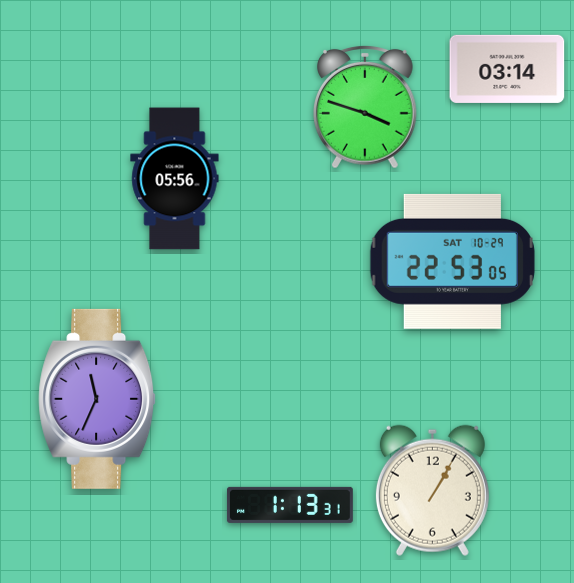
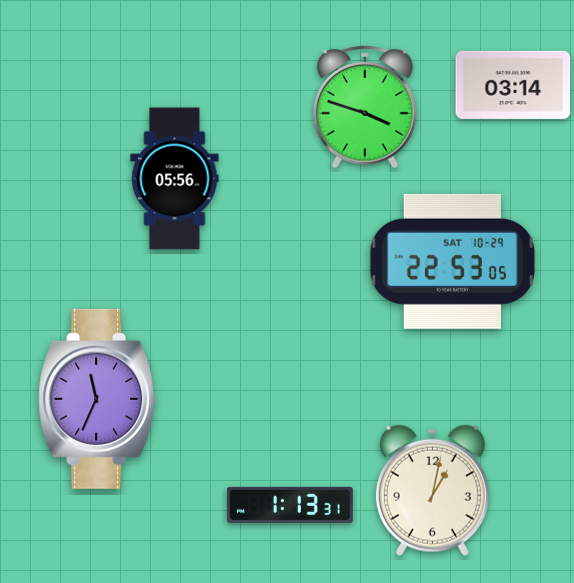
clock at (507, 69) position: (507, 69) -> (513, 85)
clock at (432, 490): 1:05 -> 1:02
